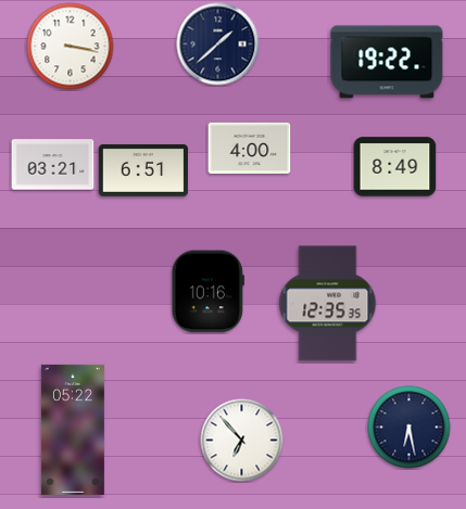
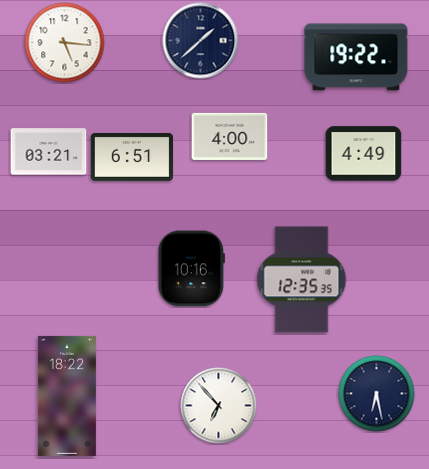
clock at (71, 47): 3:17 -> 5:16
clock at (395, 167): 8:49 -> 4:49
clock at (73, 430): 05:22 -> 18:22
clock at (242, 441) position: (242, 441) -> (219, 406)
